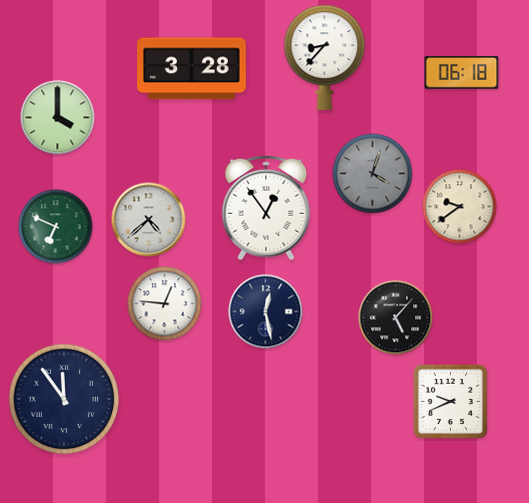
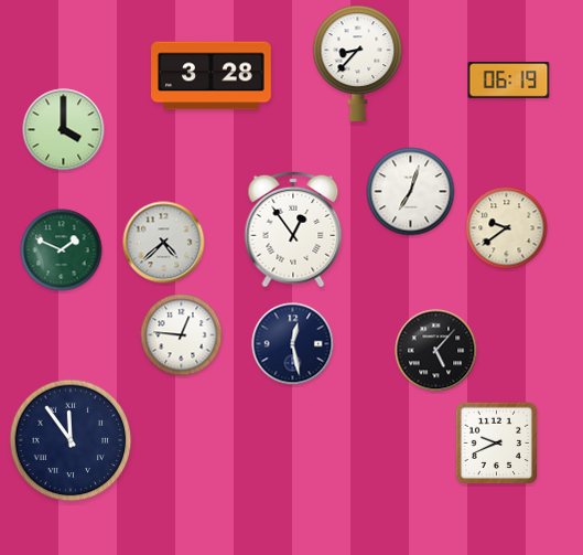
clock at (462, 72): 06:18 -> 06:19
clock at (373, 174): 4:03 -> 7:03
clock at (373, 174) dial: grey -> white
clock at (56, 227): 6:49 -> 1:49
